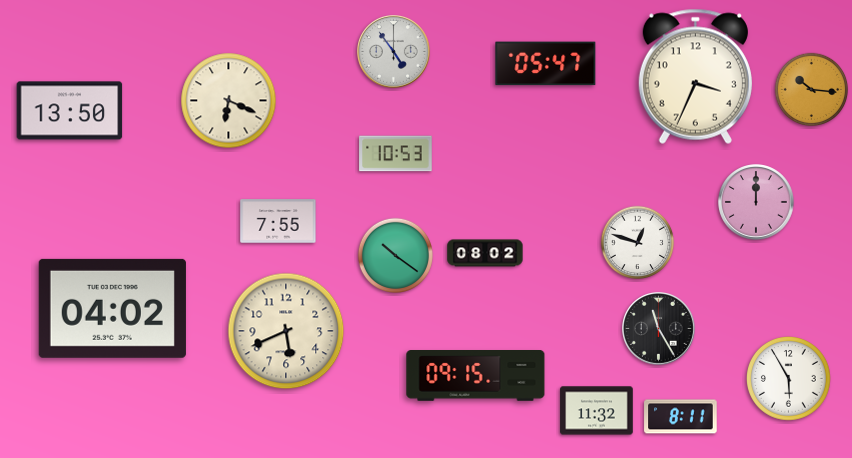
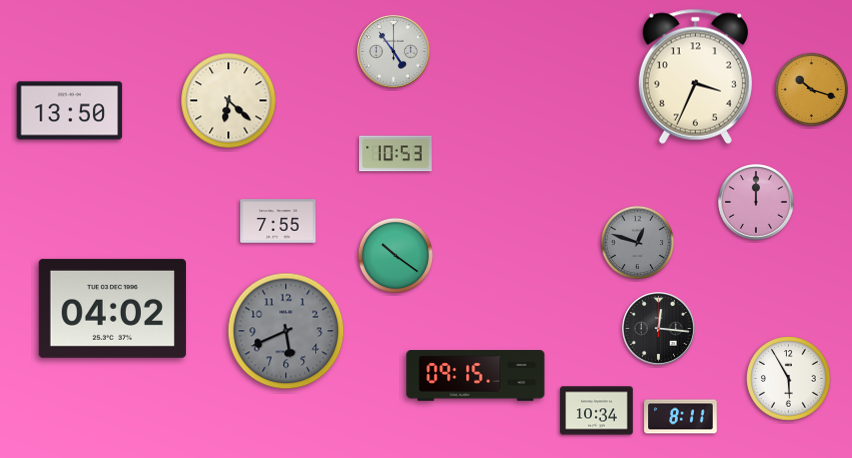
clock at (546, 64): 05:47 -> none
clock at (812, 90): 10:16 -> 10:18
clock at (229, 101): 6:19 -> 6:22
clock at (638, 243) dial: white -> grey
clock at (485, 253): 08:02 -> none
clock at (659, 329): 11:25 -> 12:16
clock at (286, 331) dial: cream -> grey
clock at (597, 411): 11:32 -> 10:34
